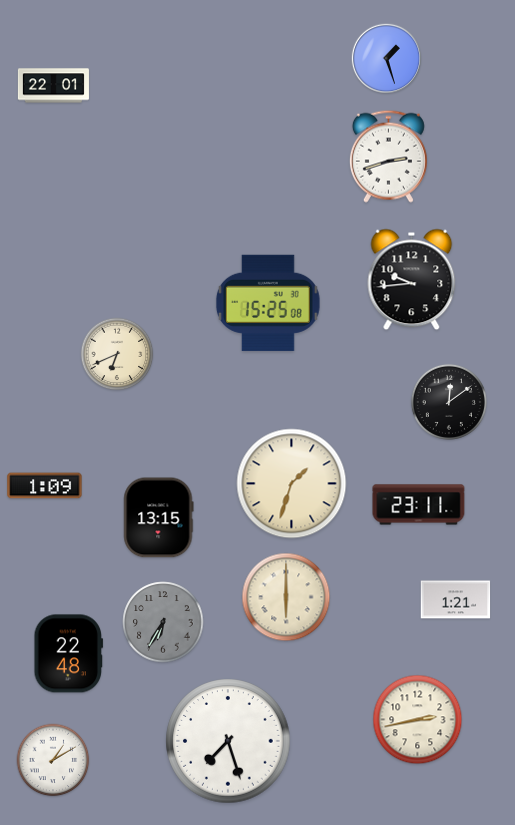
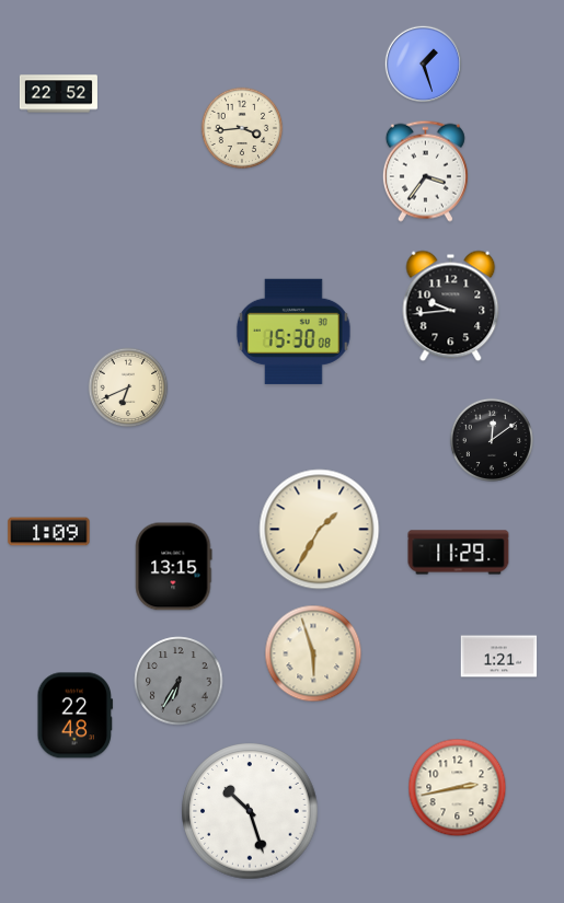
clock at (53, 86): 22:01 -> 22:52
clock at (242, 128): none -> 3:44
clock at (388, 156): 2:42 -> 3:36
clock at (268, 303): 15:25 -> 15:30
clock at (292, 484): 1:33 -> 1:35
clock at (419, 505): 23:11 -> 11:29
clock at (286, 597): 6:00 -> 5:57
clock at (228, 741): 7:27 -> 10:27
clock at (53, 760): 1:10 -> none
